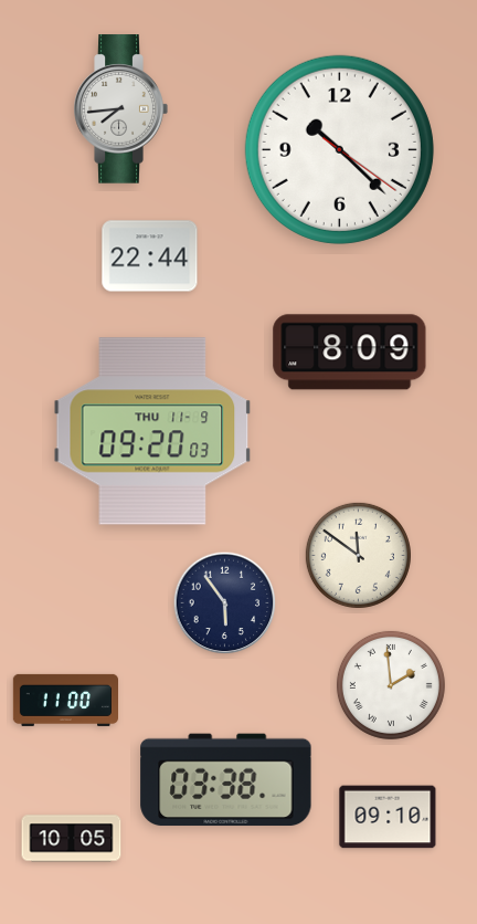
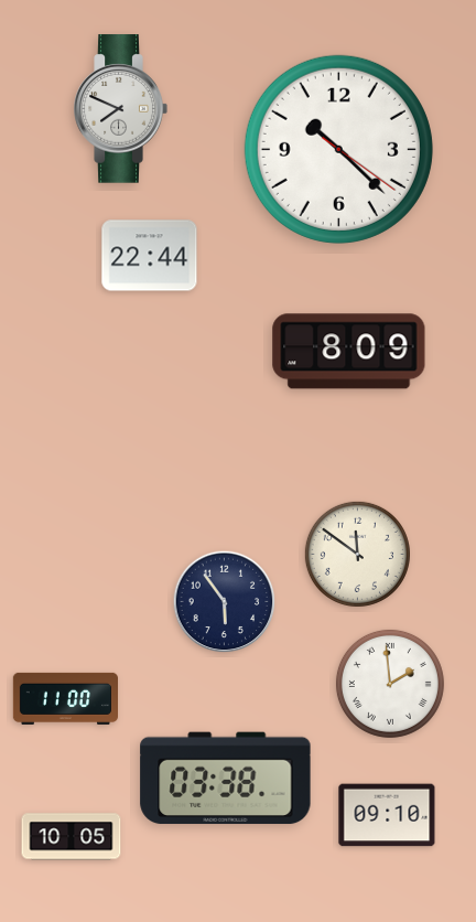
clock at (120, 109): 7:44 -> 7:49
clock at (152, 431): 09:20 -> none
